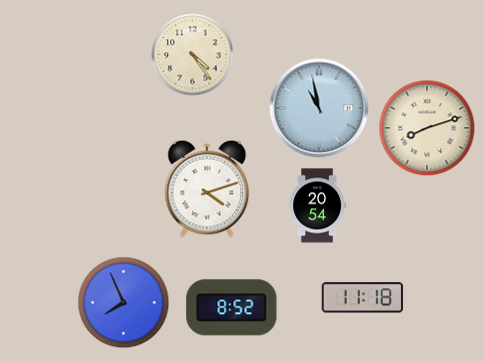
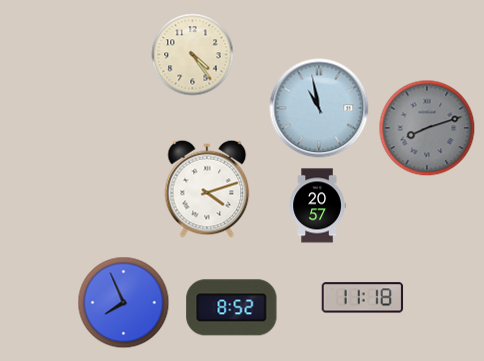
clock at (427, 128) dial: cream -> grey
clock at (317, 206): 20:54 -> 20:57
